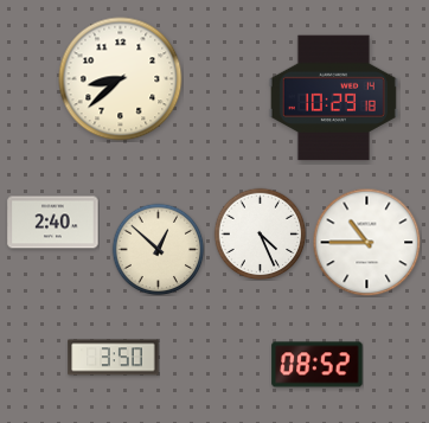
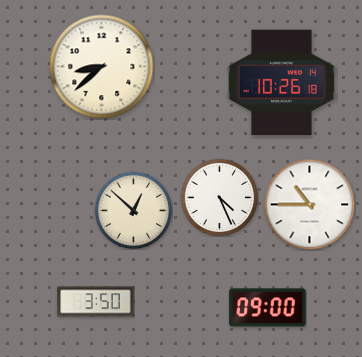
clock at (333, 98): 10:29 -> 10:26
clock at (53, 223): 2:40 -> none
clock at (318, 365): 08:52 -> 09:00
